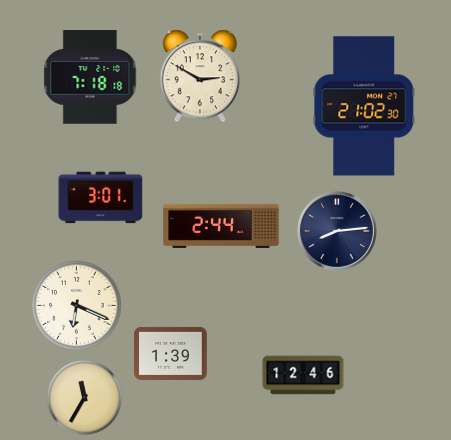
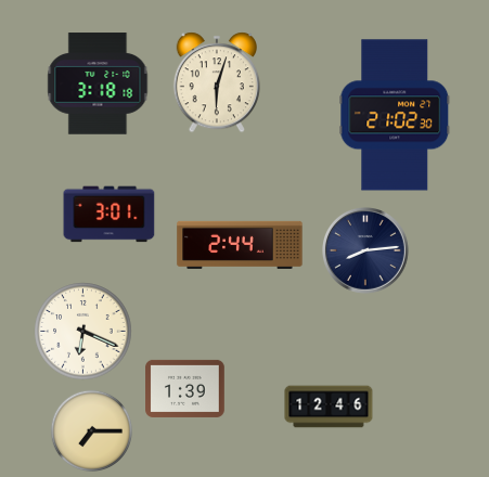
clock at (199, 76): 2:50 -> 6:03
clock at (90, 77): 7:18 -> 3:18
clock at (171, 353) position: (171, 353) -> (185, 388)
clock at (85, 398): 11:35 -> 7:15
